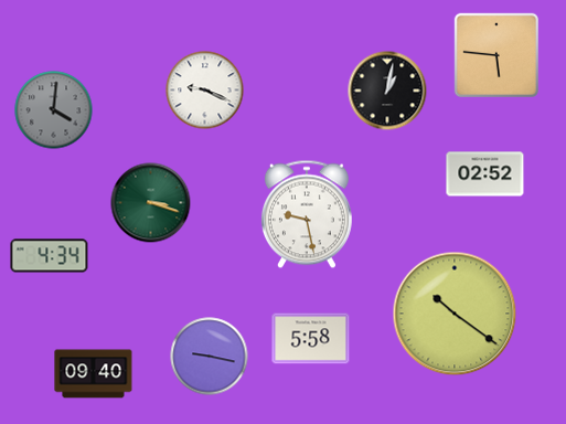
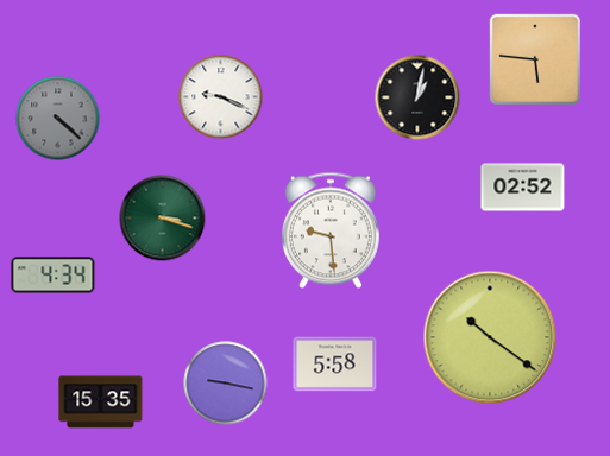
clock at (54, 110): 4:01 -> 4:22
clock at (307, 214): 9:28 -> 9:29
clock at (94, 374): 09:40 -> 15:35
